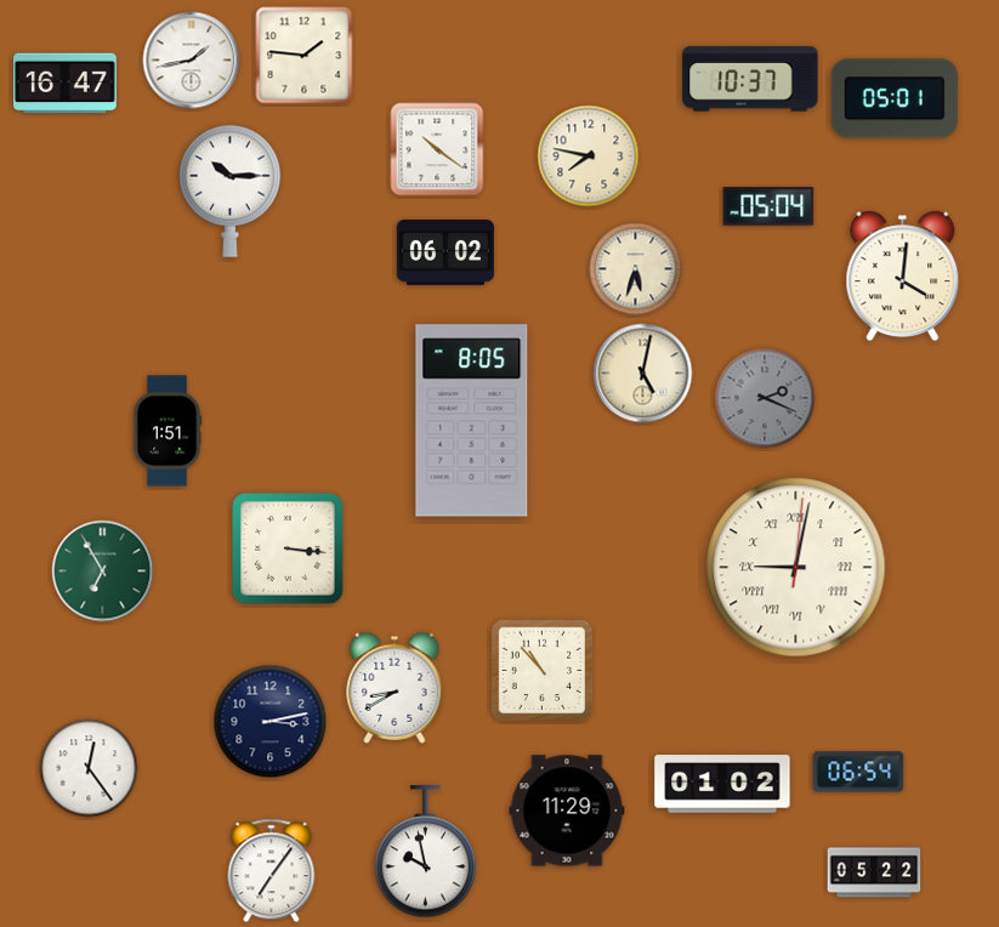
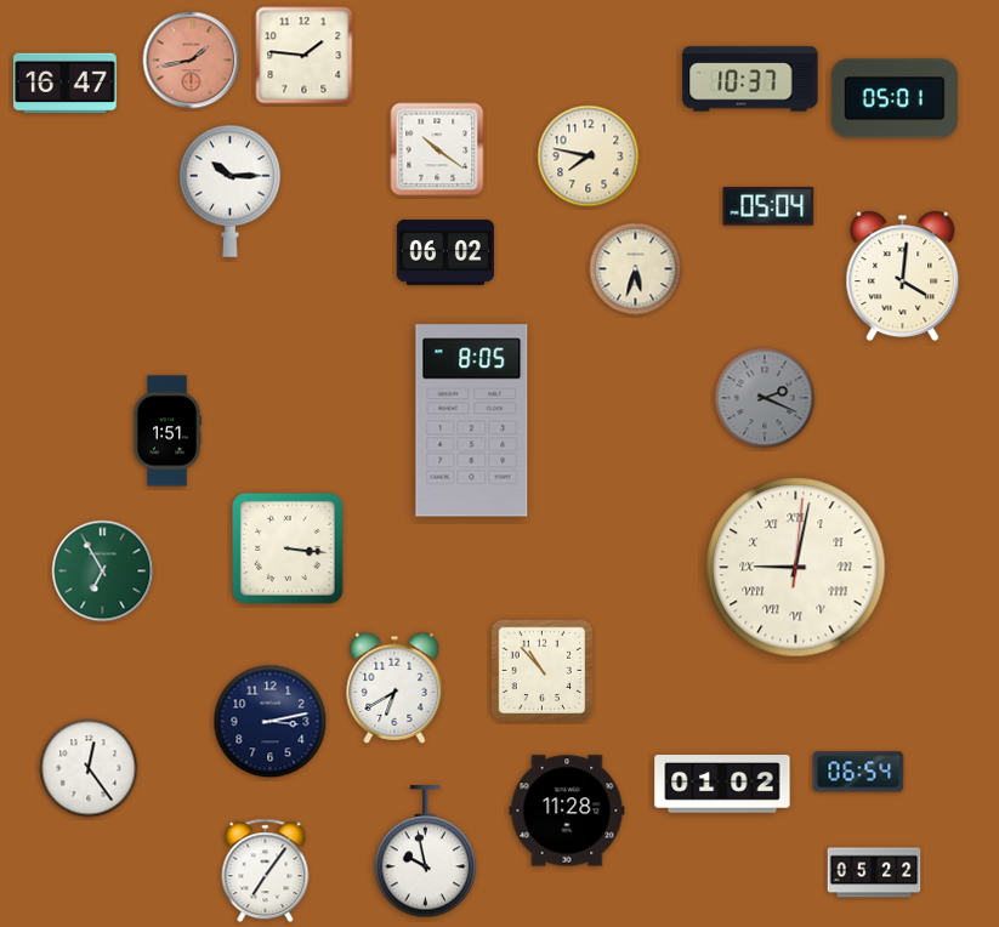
clock at (192, 61) dial: white -> salmon
clock at (643, 374): 5:02 -> none
clock at (395, 688): 8:40 -> 6:40
clock at (567, 811): 11:29 -> 11:28
clock at (272, 871) position: (272, 871) -> (266, 871)
